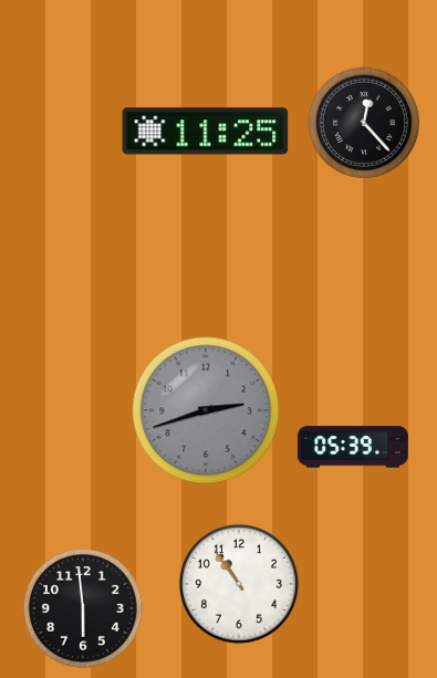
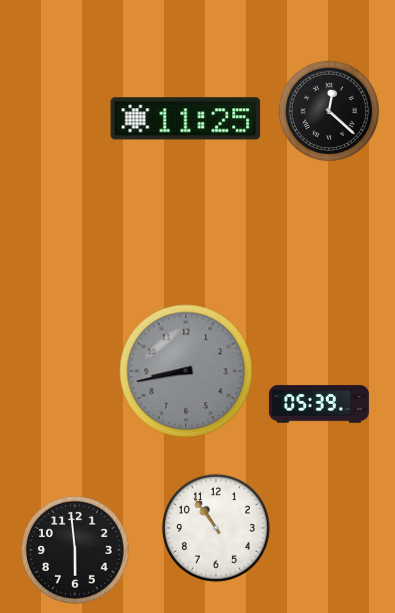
clock at (363, 122): 12:23 -> 12:22
clock at (206, 410): 2:42 -> 8:43
